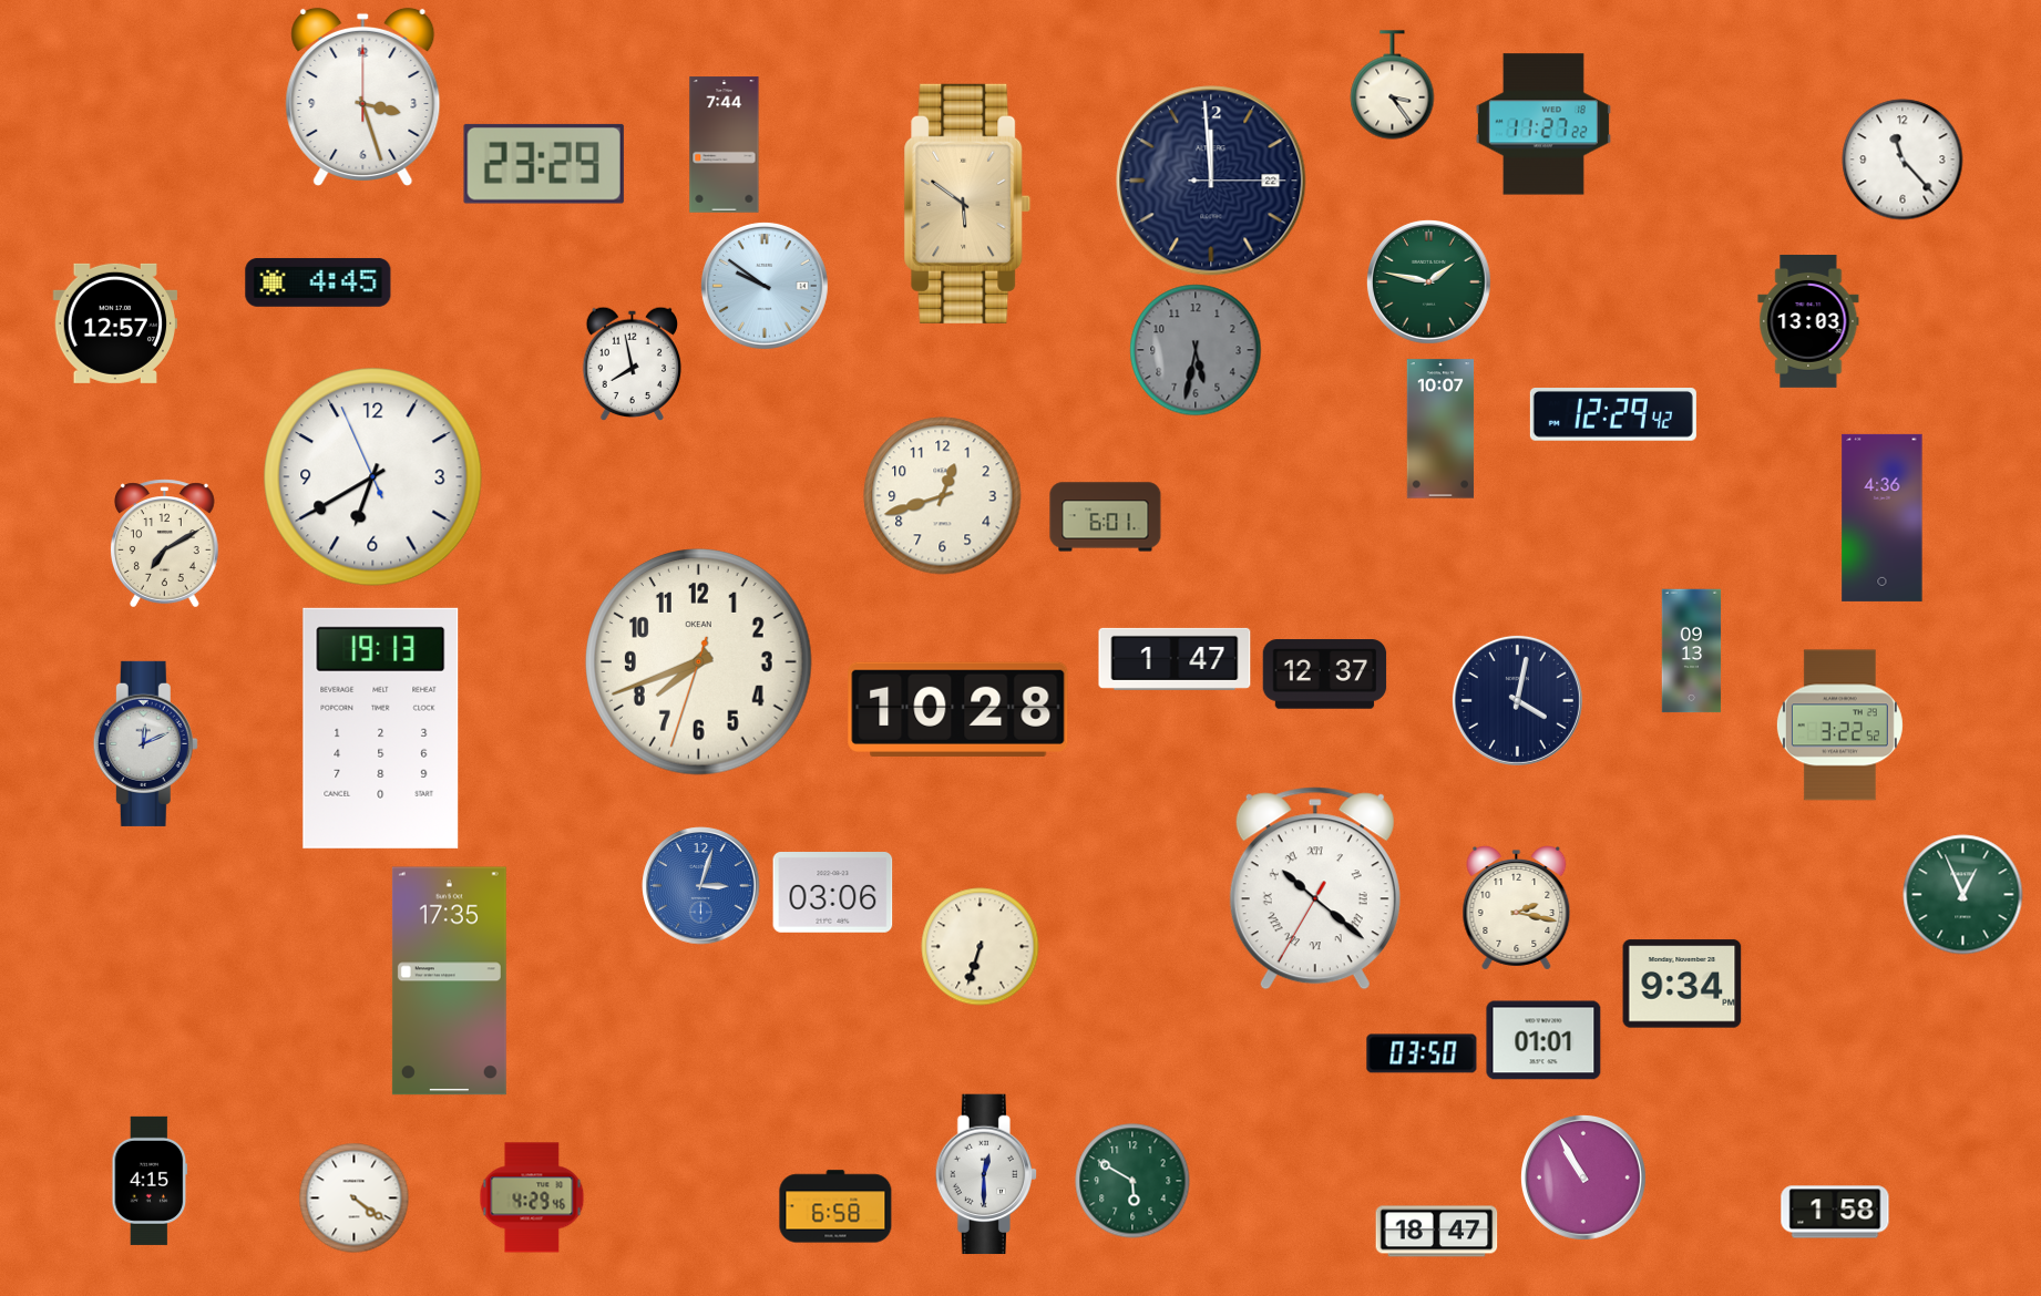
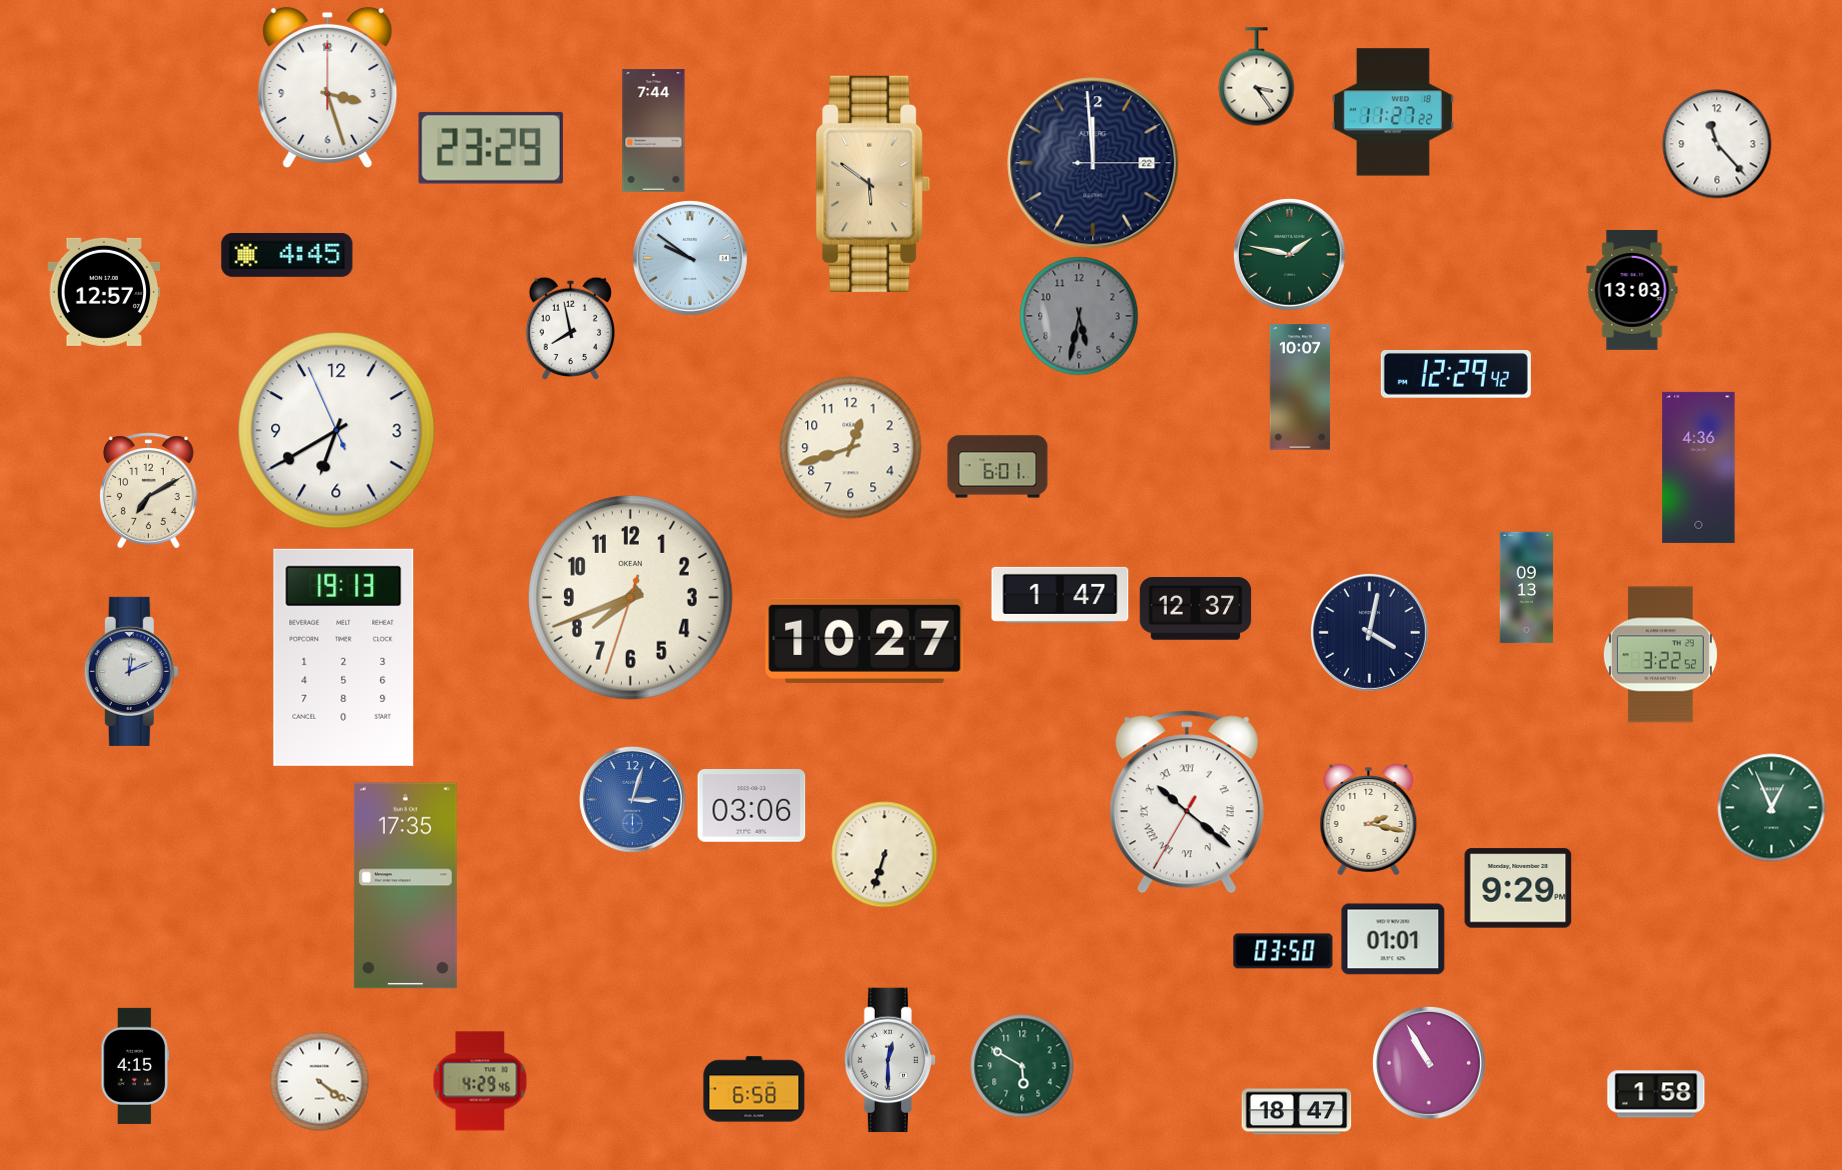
clock at (958, 709): 10:28 -> 10:27
clock at (1682, 984): 9:34 -> 9:29
